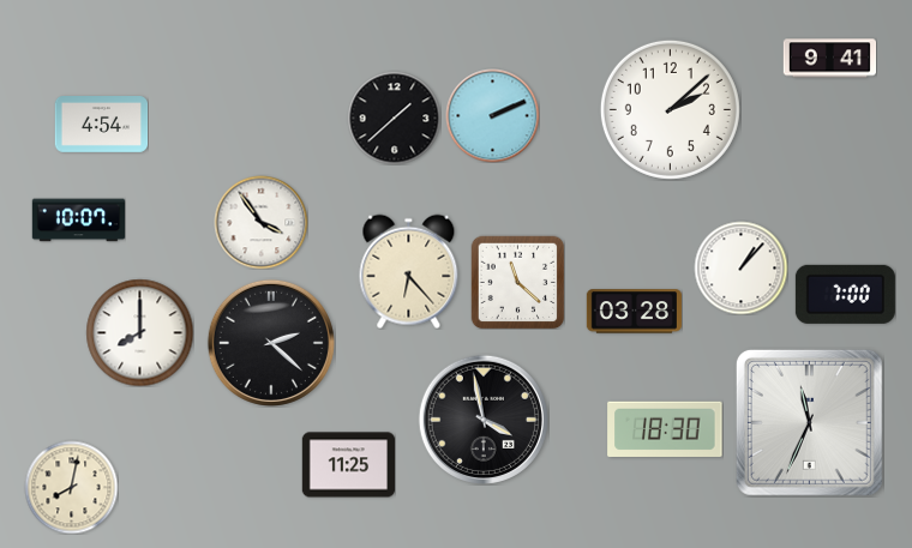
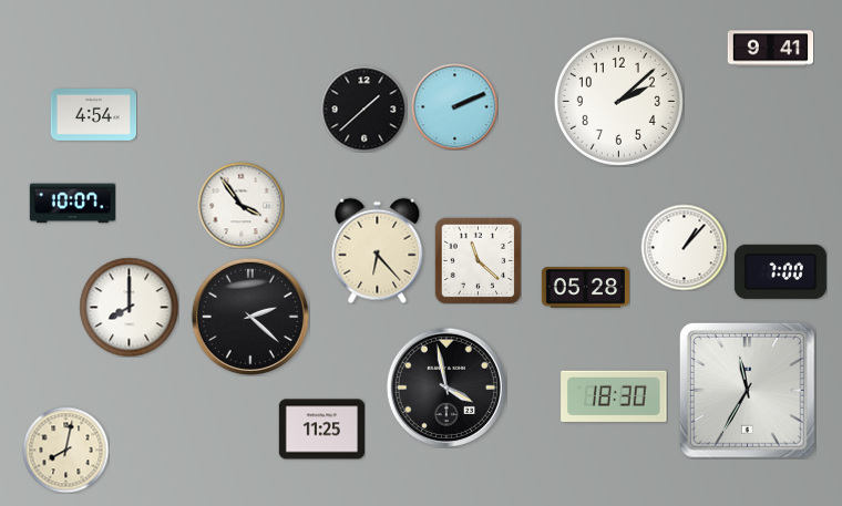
clock at (829, 59) position: (829, 59) -> (770, 49)
clock at (634, 312): 03:28 -> 05:28
clock at (809, 422): 11:34 -> 11:35
